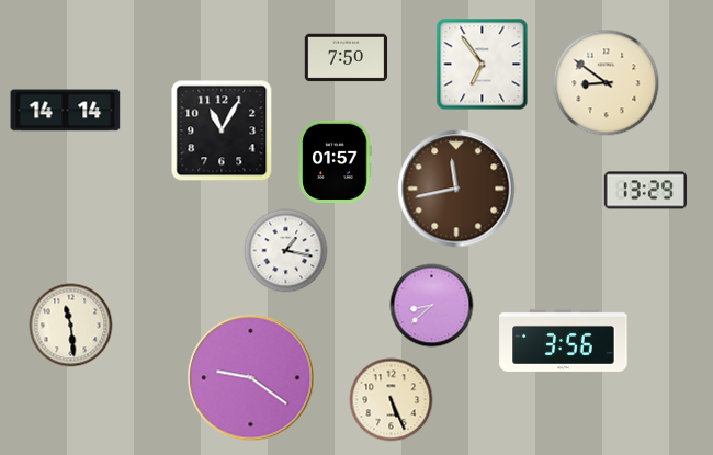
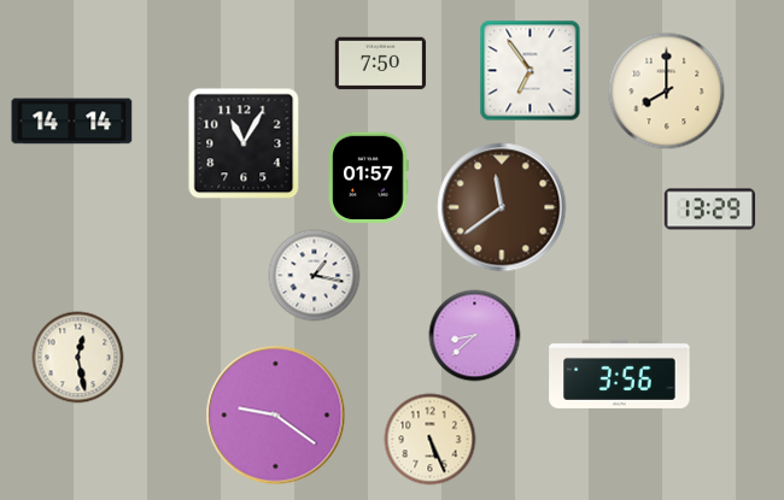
clock at (607, 83): 8:51 -> 8:00
clock at (456, 189): 11:43 -> 11:39
clock at (71, 326): 11:29 -> 12:28
